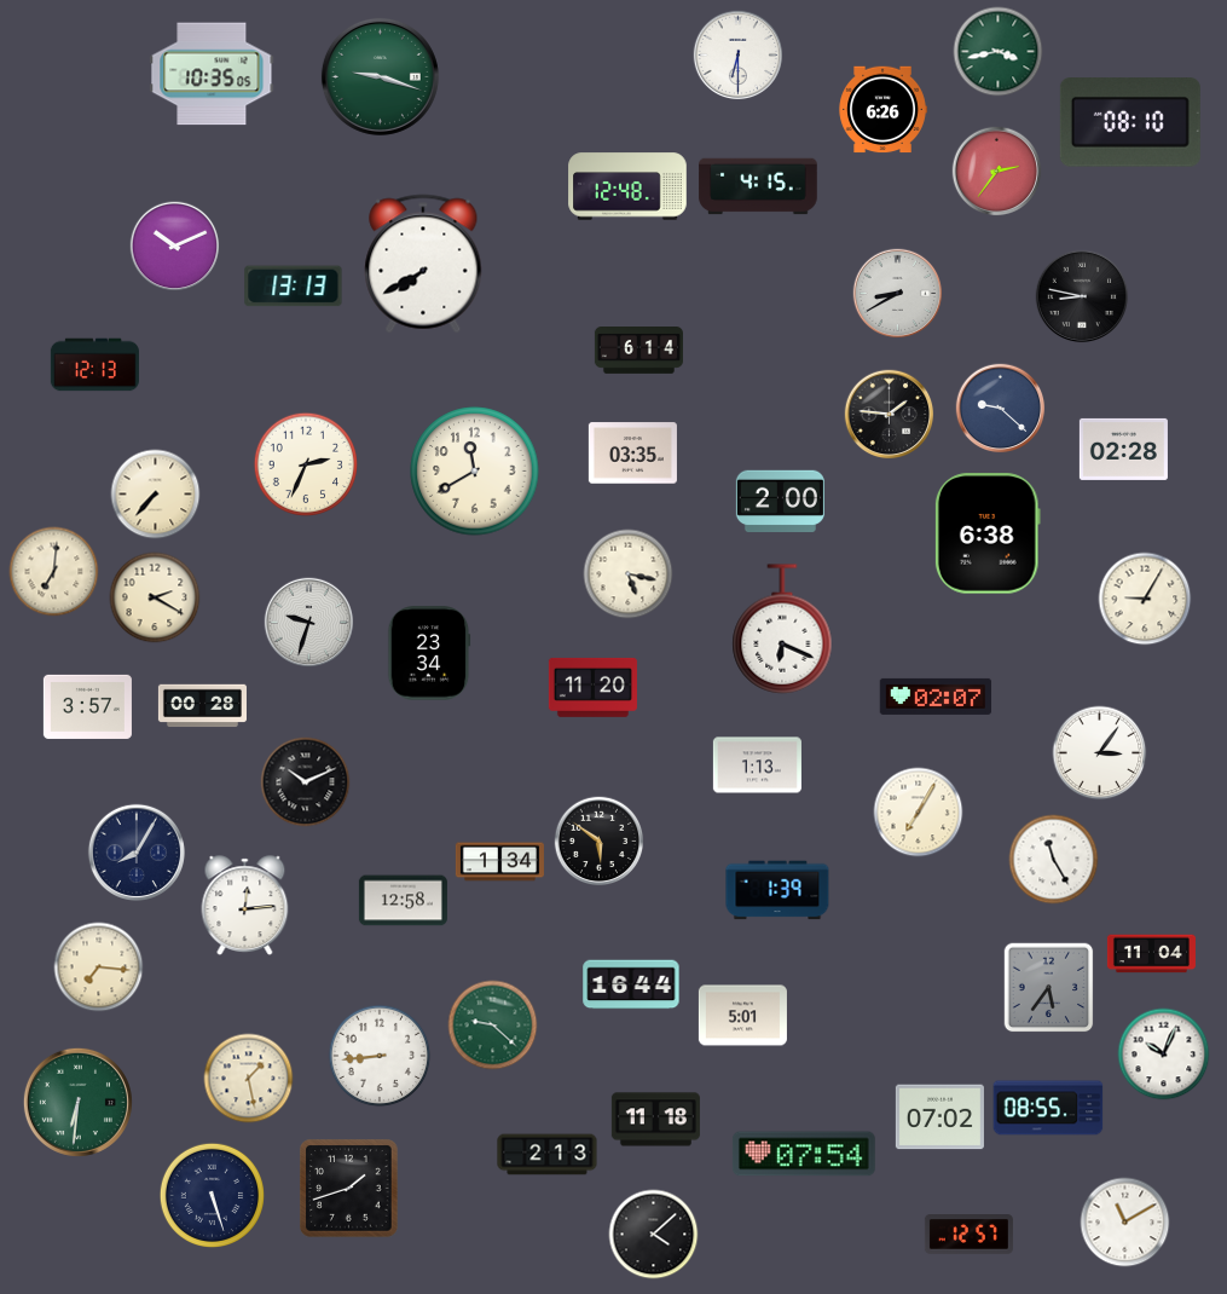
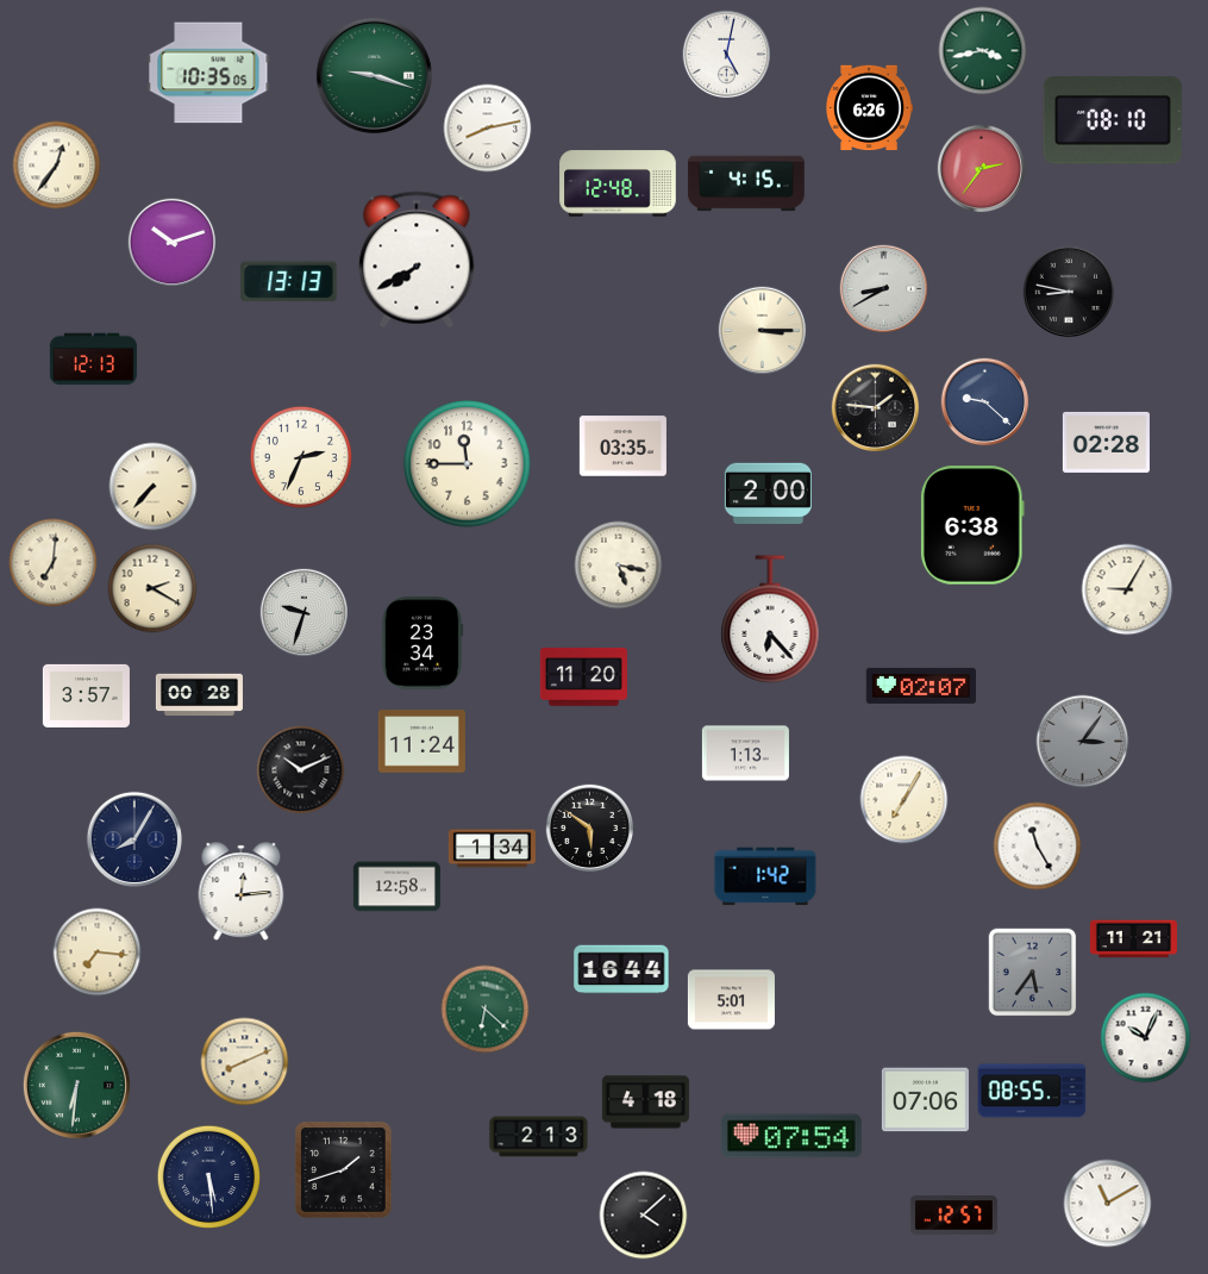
clock at (739, 56): 6:30 -> 5:02
clock at (488, 129): none -> 8:13
clock at (57, 166): none -> 12:36
clock at (175, 247): 10:11 -> 10:12
clock at (1082, 296) position: (1082, 296) -> (1069, 292)
clock at (763, 331): none -> 3:15
clock at (638, 351): 6:14 -> none
clock at (475, 472): 11:40 -> 11:45
clock at (782, 629): 6:19 -> 6:23
clock at (421, 742): none -> 11:24
clock at (1100, 753) dial: white -> grey
clock at (777, 890): 1:39 -> 1:42
clock at (1151, 954): 11:04 -> 11:21
clock at (493, 1026): 9:22 -> 6:22
clock at (380, 1056): 8:44 -> none
clock at (249, 1079): 1:28 -> 8:11
clock at (939, 1117): 07:02 -> 07:06
clock at (655, 1120): 11:18 -> 4:18
clock at (212, 1195): 5:27 -> 5:29
